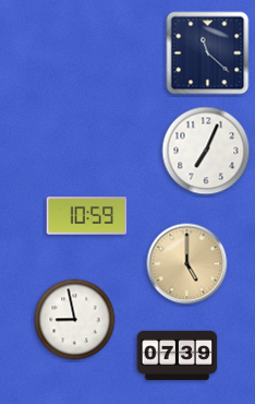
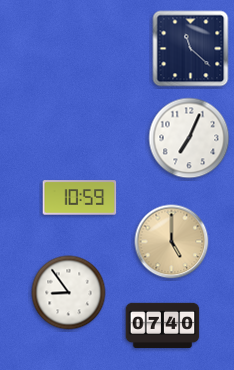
clock at (75, 320): 8:58 -> 8:54
clock at (178, 355): 07:39 -> 07:40
